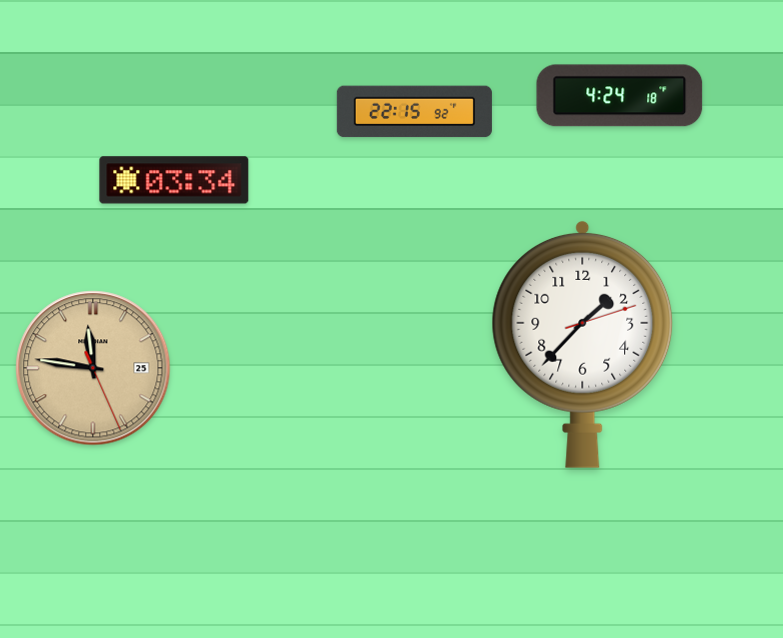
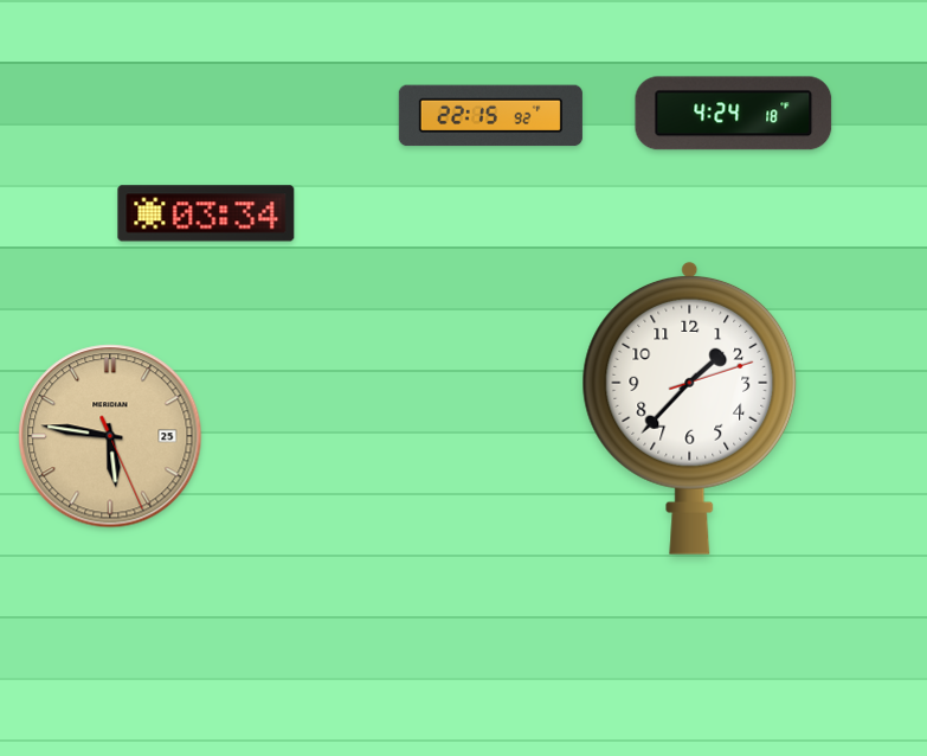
clock at (414, 112) position: (414, 112) -> (490, 116)
clock at (93, 368): 11:46 -> 5:46
